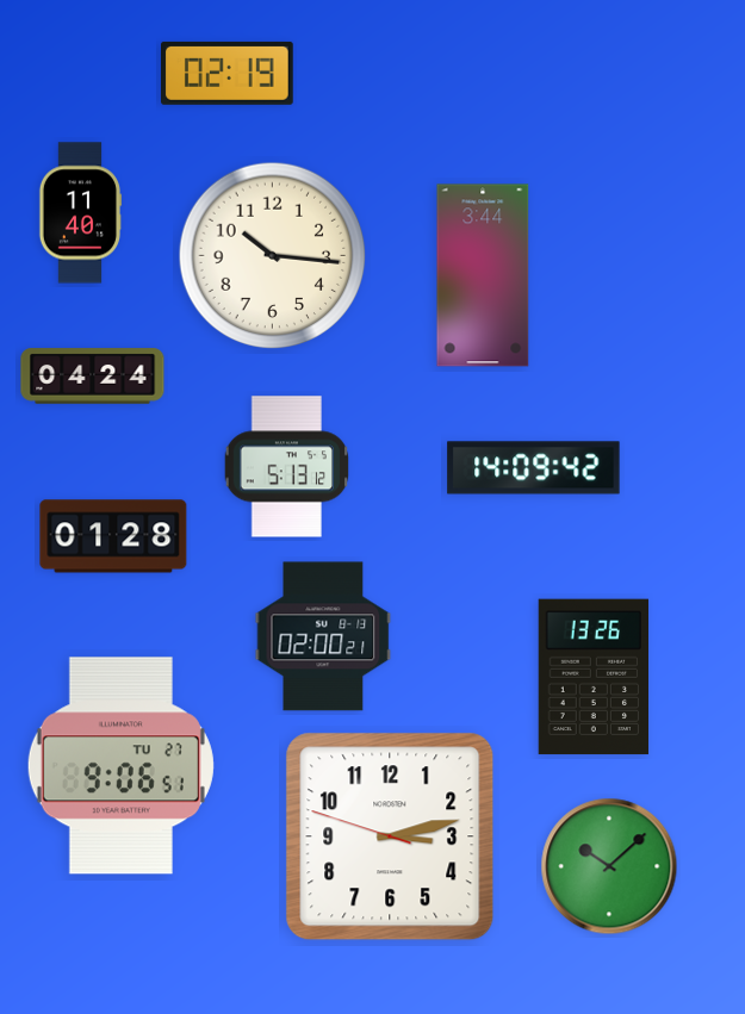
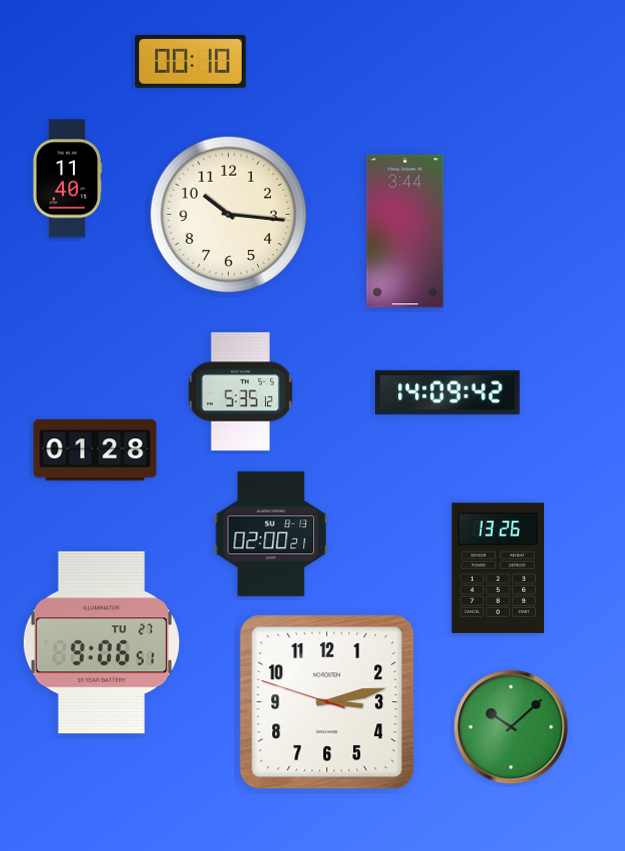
clock at (228, 73): 02:19 -> 00:10
clock at (93, 377): 04:24 -> none
clock at (287, 467): 5:13 -> 5:35
